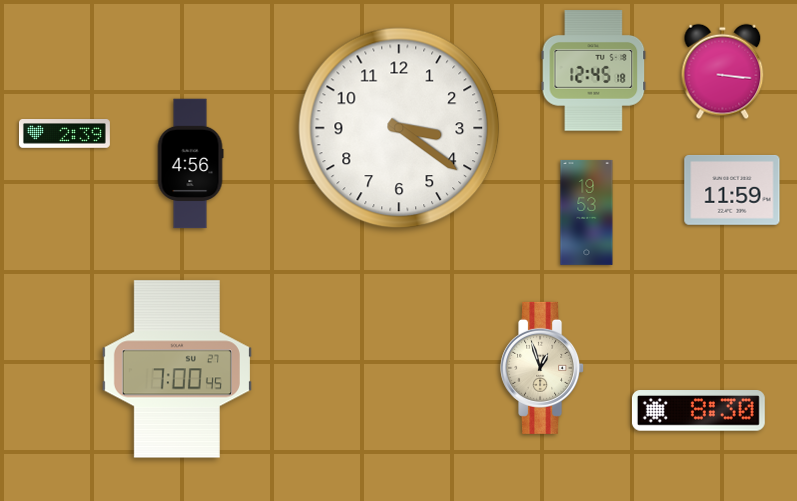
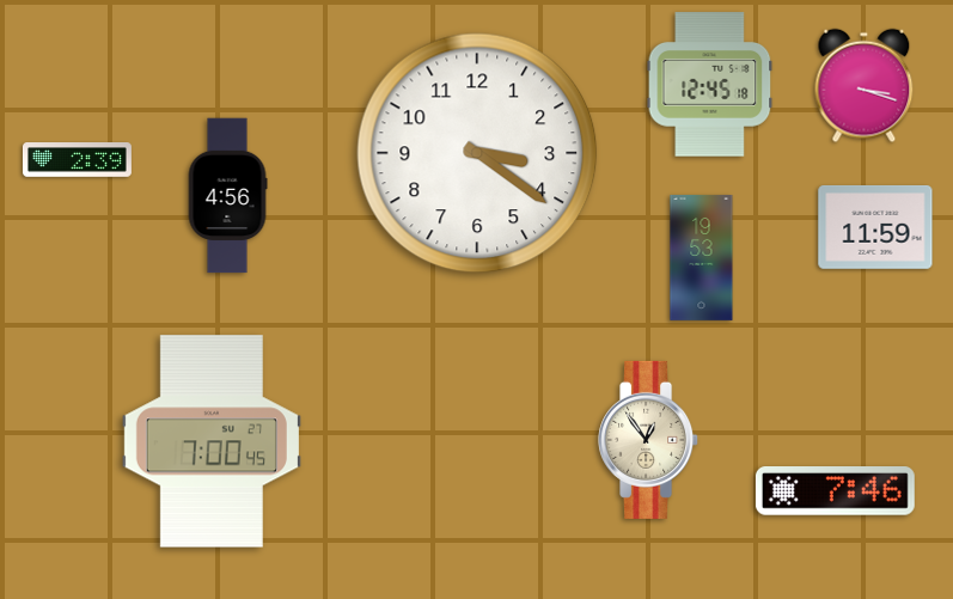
clock at (723, 72): 3:16 -> 3:18
clock at (587, 212) position: (587, 212) -> (702, 257)
clock at (543, 368): 12:57 -> 12:54
clock at (698, 411): 8:30 -> 7:46
